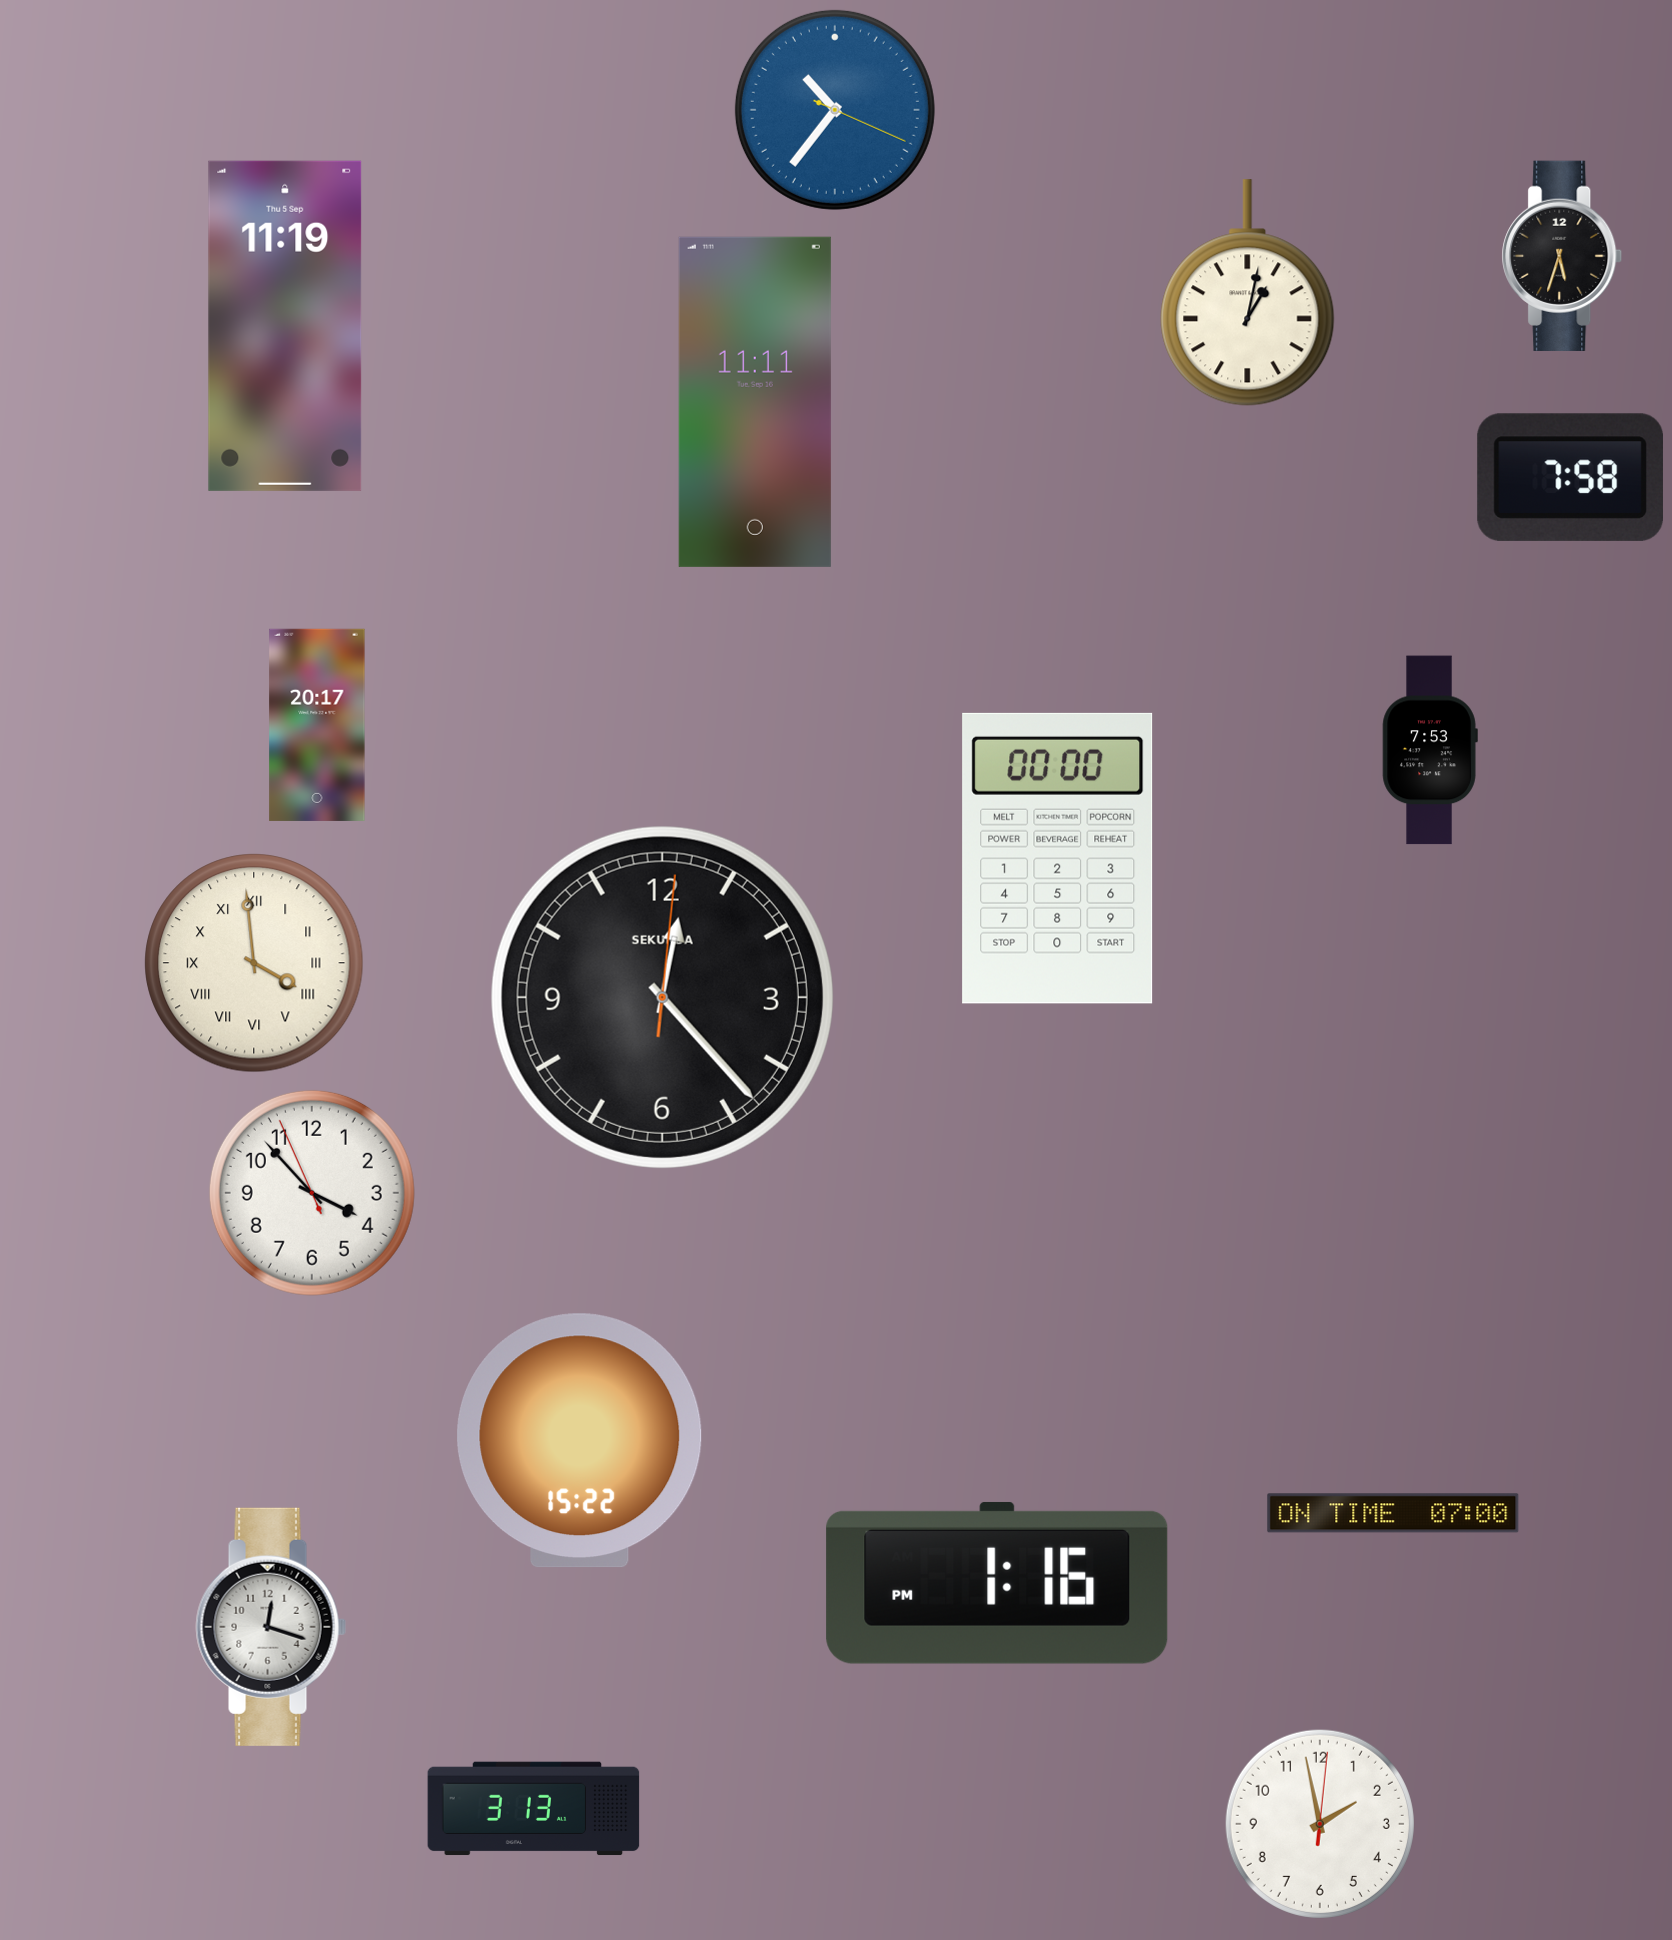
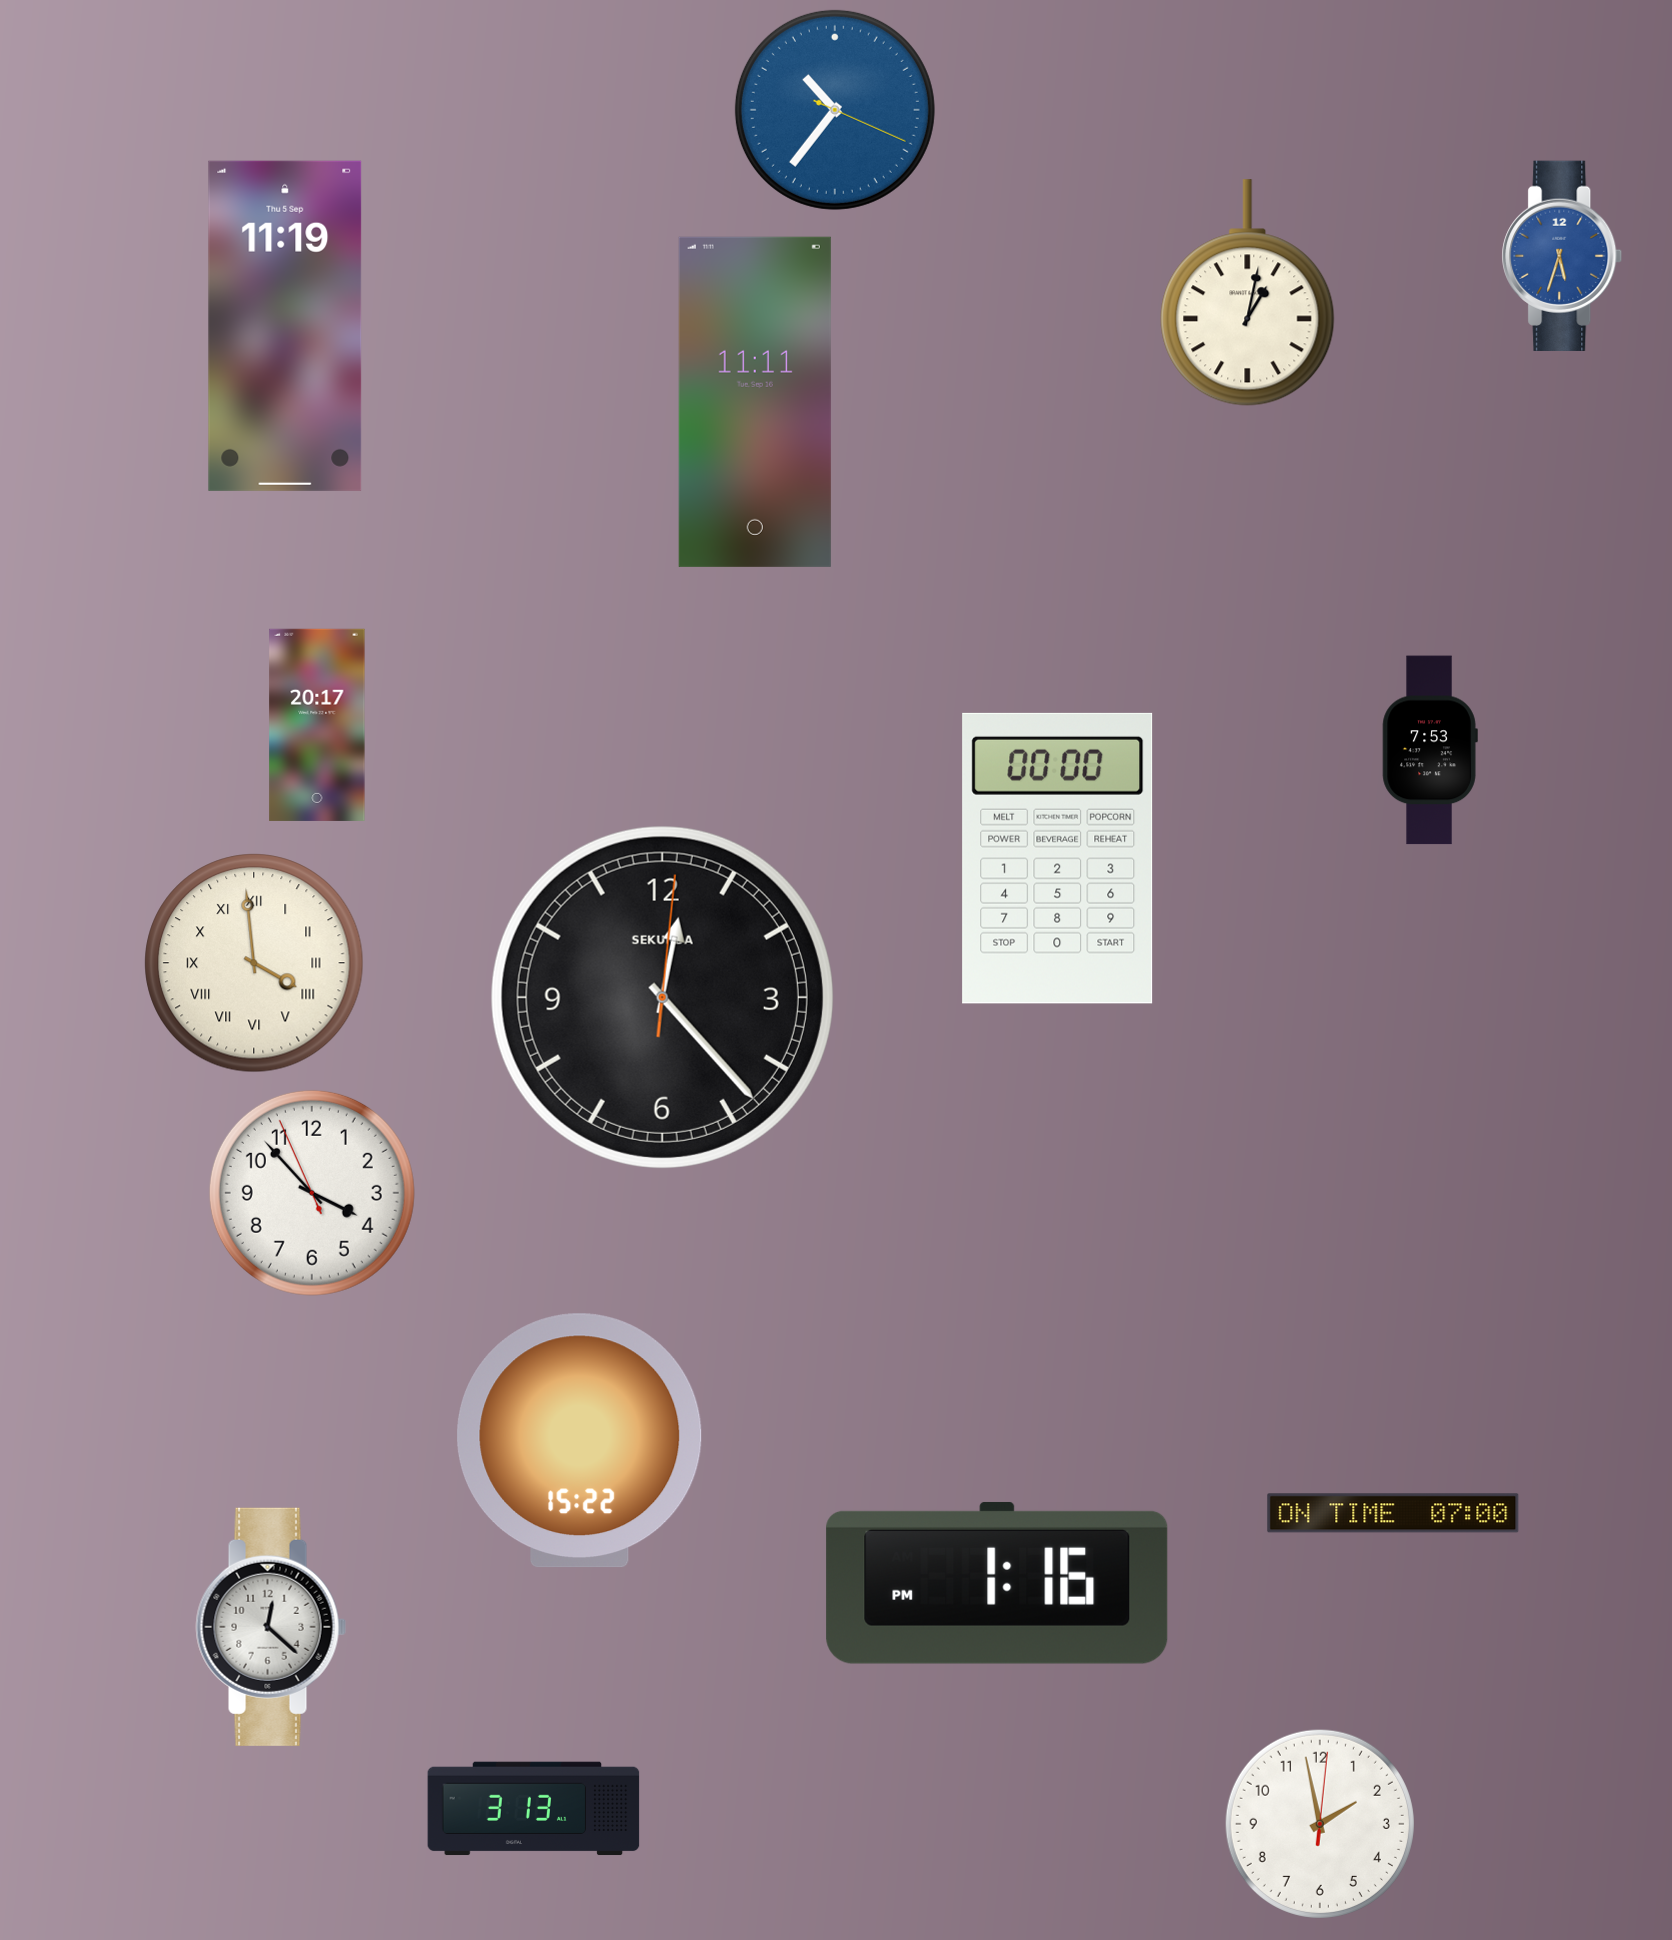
clock at (1562, 255) dial: black -> blue
clock at (1570, 477): 7:58 -> none
clock at (271, 1627): 12:18 -> 12:22
